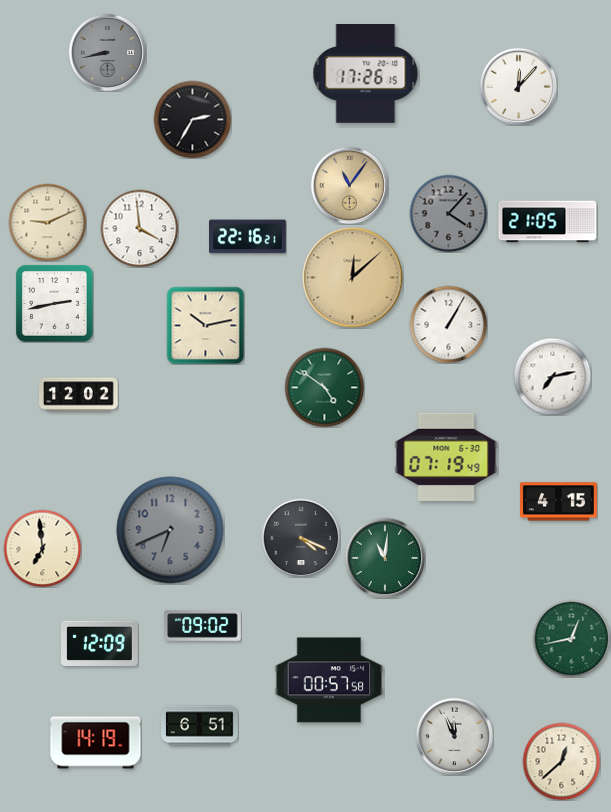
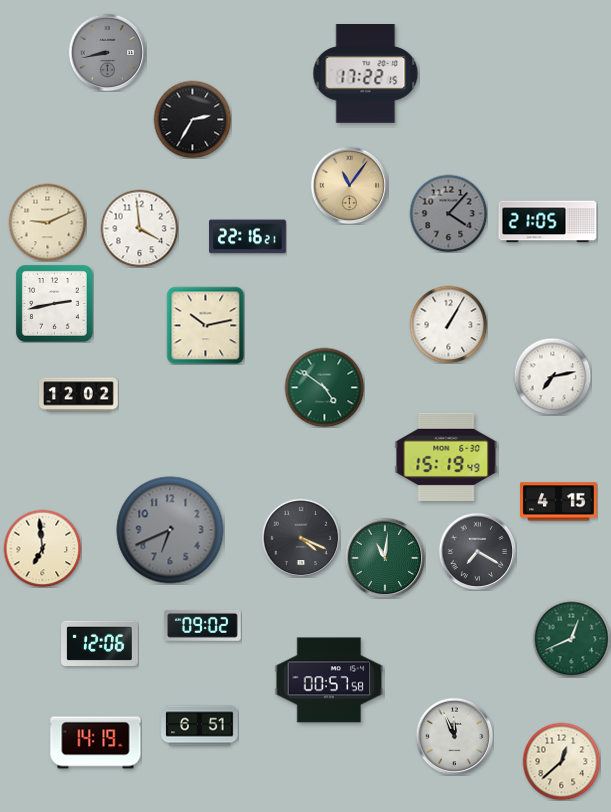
clock at (366, 74): 17:26 -> 17:22
clock at (518, 86): 12:07 -> none
clock at (353, 278): 12:08 -> none
clock at (446, 456): 07:19 -> 15:19
clock at (477, 551): none -> 7:20
clock at (571, 638): 12:43 -> 12:41
clock at (100, 644): 12:09 -> 12:06
